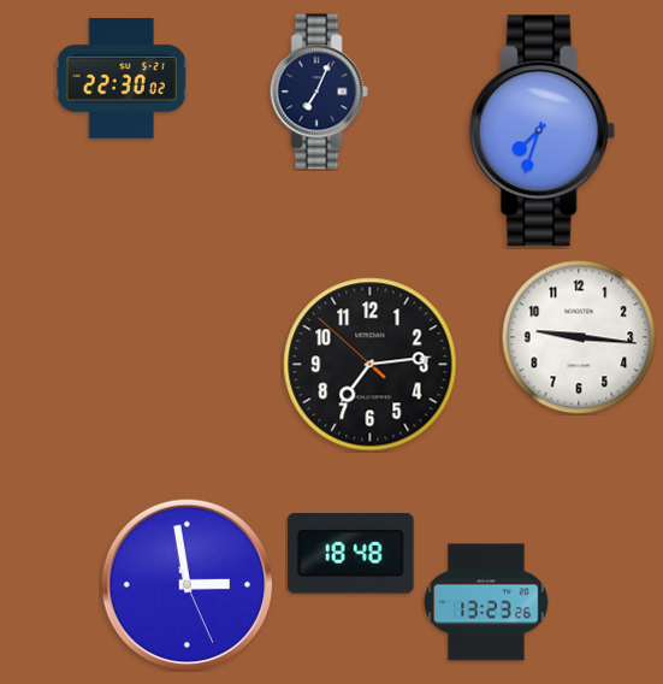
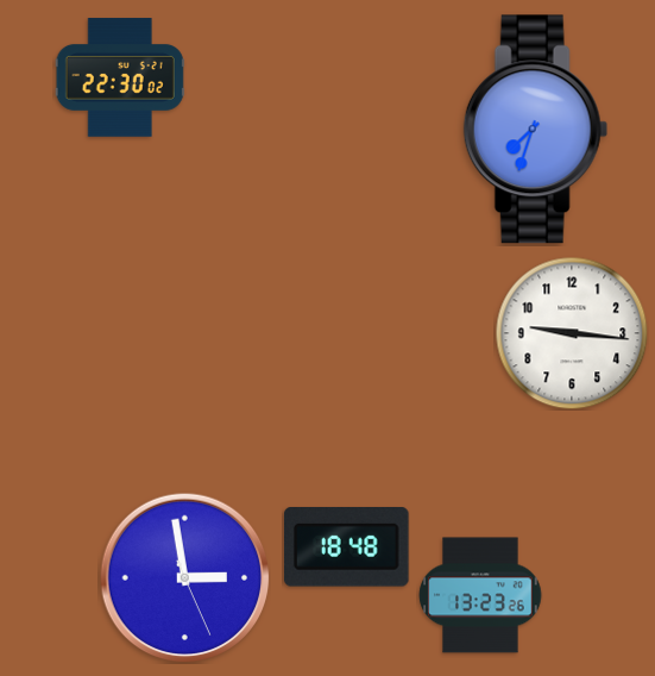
clock at (319, 92): 7:04 -> none
clock at (371, 365): 7:13 -> none
